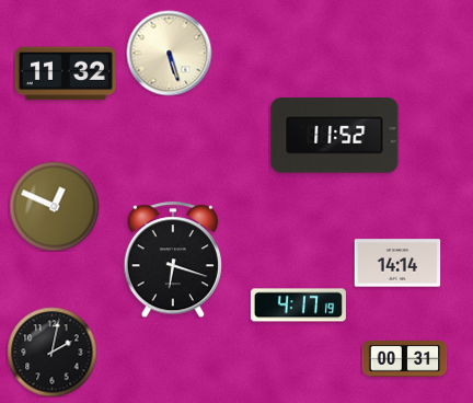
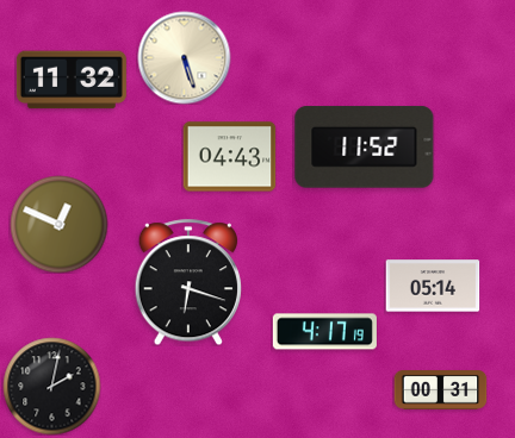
clock at (229, 157): none -> 04:43
clock at (397, 263): 14:14 -> 05:14
clock at (51, 352) position: (51, 352) -> (51, 386)
